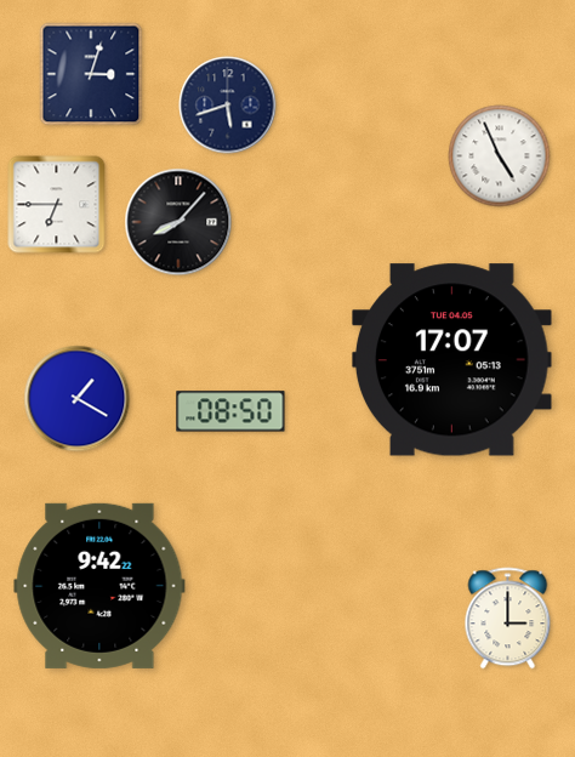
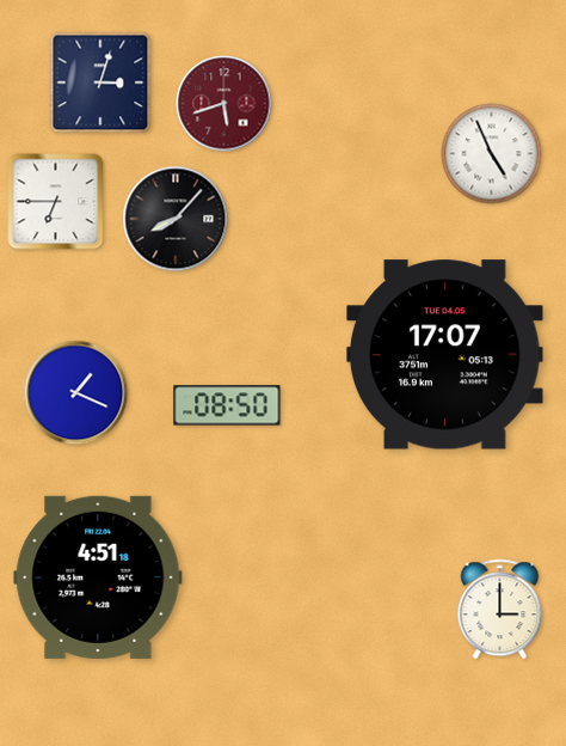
clock at (91, 74) position: (91, 74) -> (100, 82)
clock at (228, 106) dial: navy -> burgundy
clock at (78, 399): 1:20 -> 1:19
clock at (99, 586): 9:42 -> 4:51
